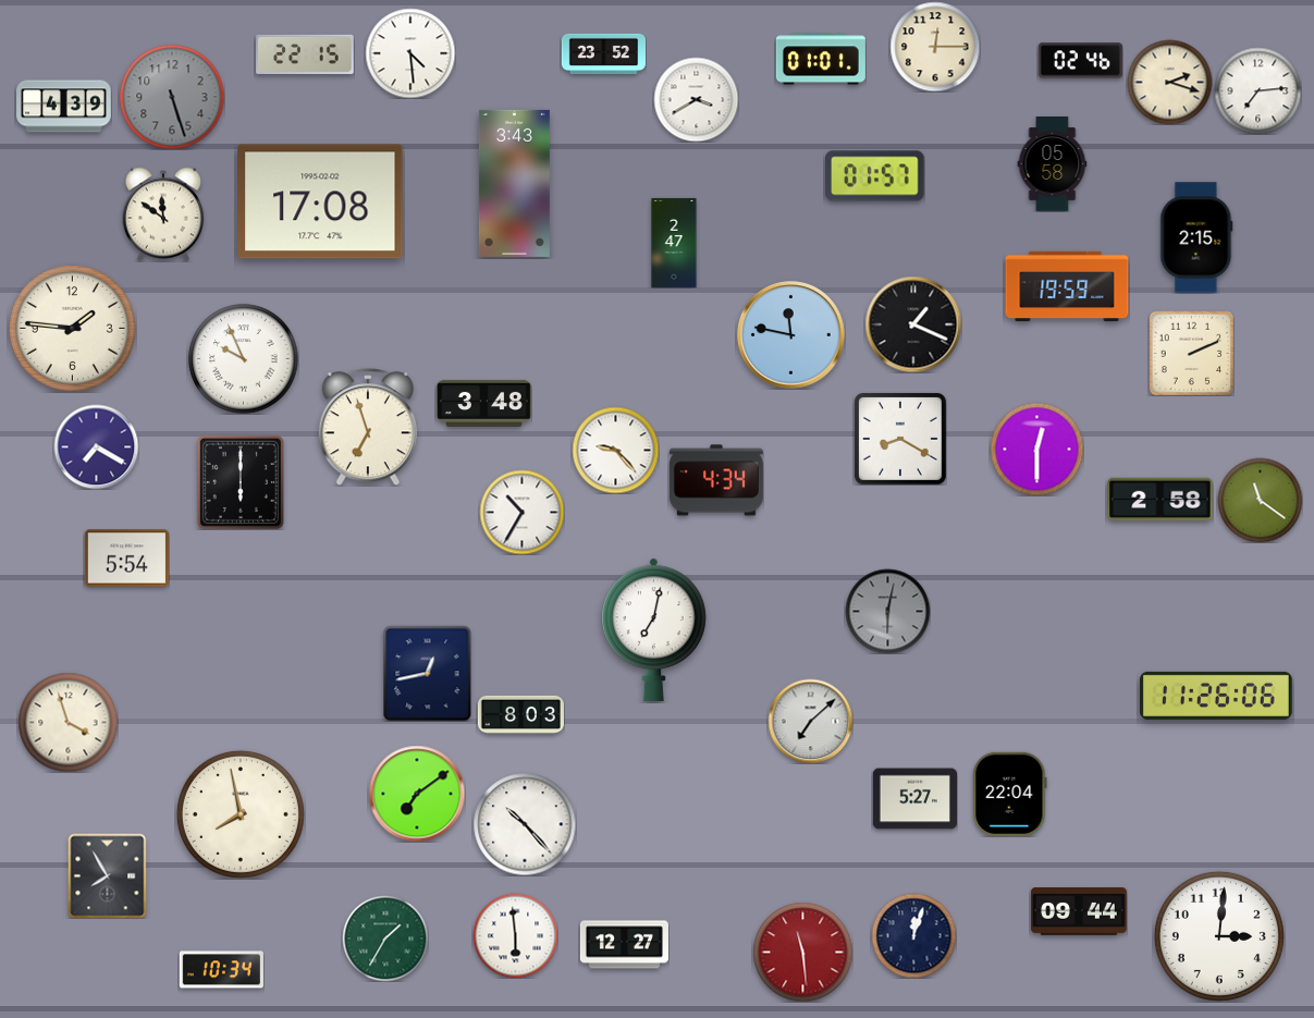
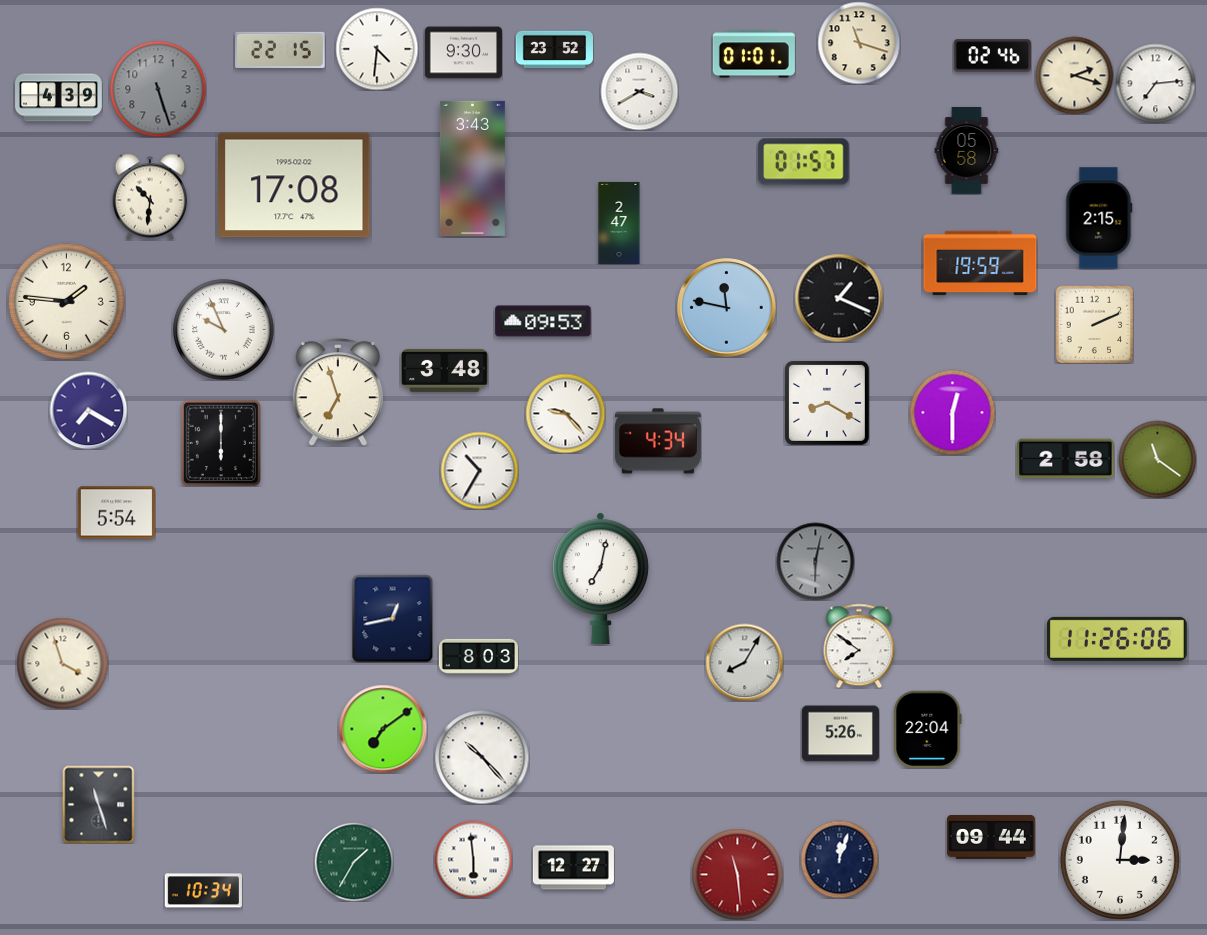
clock at (935, 47): 12:15 -> 11:18
clock at (410, 53): 4:29 -> 4:31
clock at (463, 53): none -> 9:30
clock at (163, 214): 11:51 -> 10:31
clock at (543, 321): none -> 09:53
clock at (859, 646): none -> 7:51
clock at (810, 721): 7:08 -> 8:05
clock at (914, 799): 5:27 -> 5:26
clock at (241, 814): 7:58 -> none
clock at (108, 875): 7:55 -> 11:27
